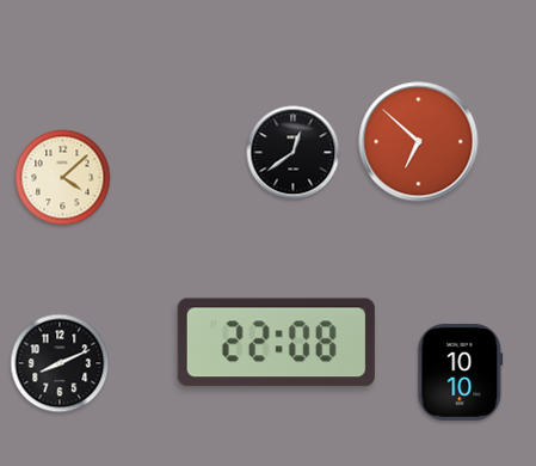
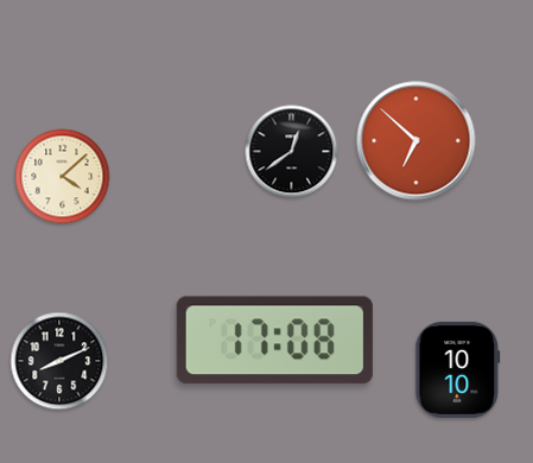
clock at (276, 343): 22:08 -> 17:08
